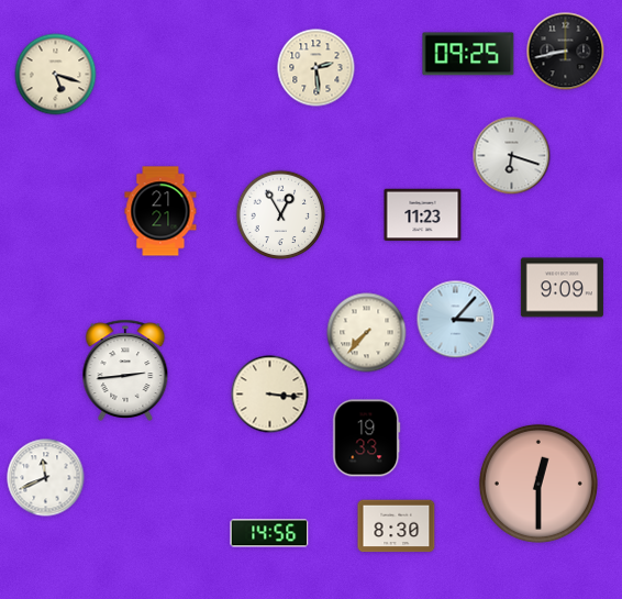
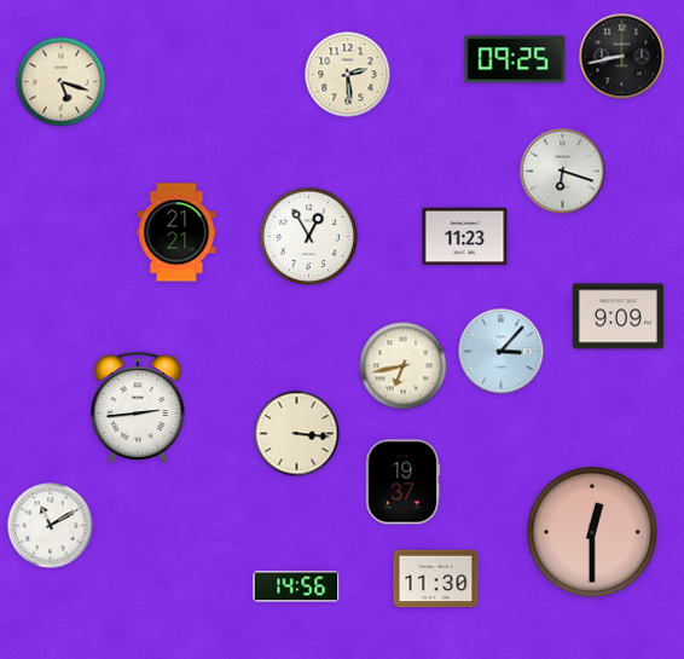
clock at (367, 333): 7:37 -> 6:43
clock at (367, 439): 19:33 -> 19:37
clock at (46, 478): 11:41 -> 11:10
clock at (397, 526): 8:30 -> 11:30
